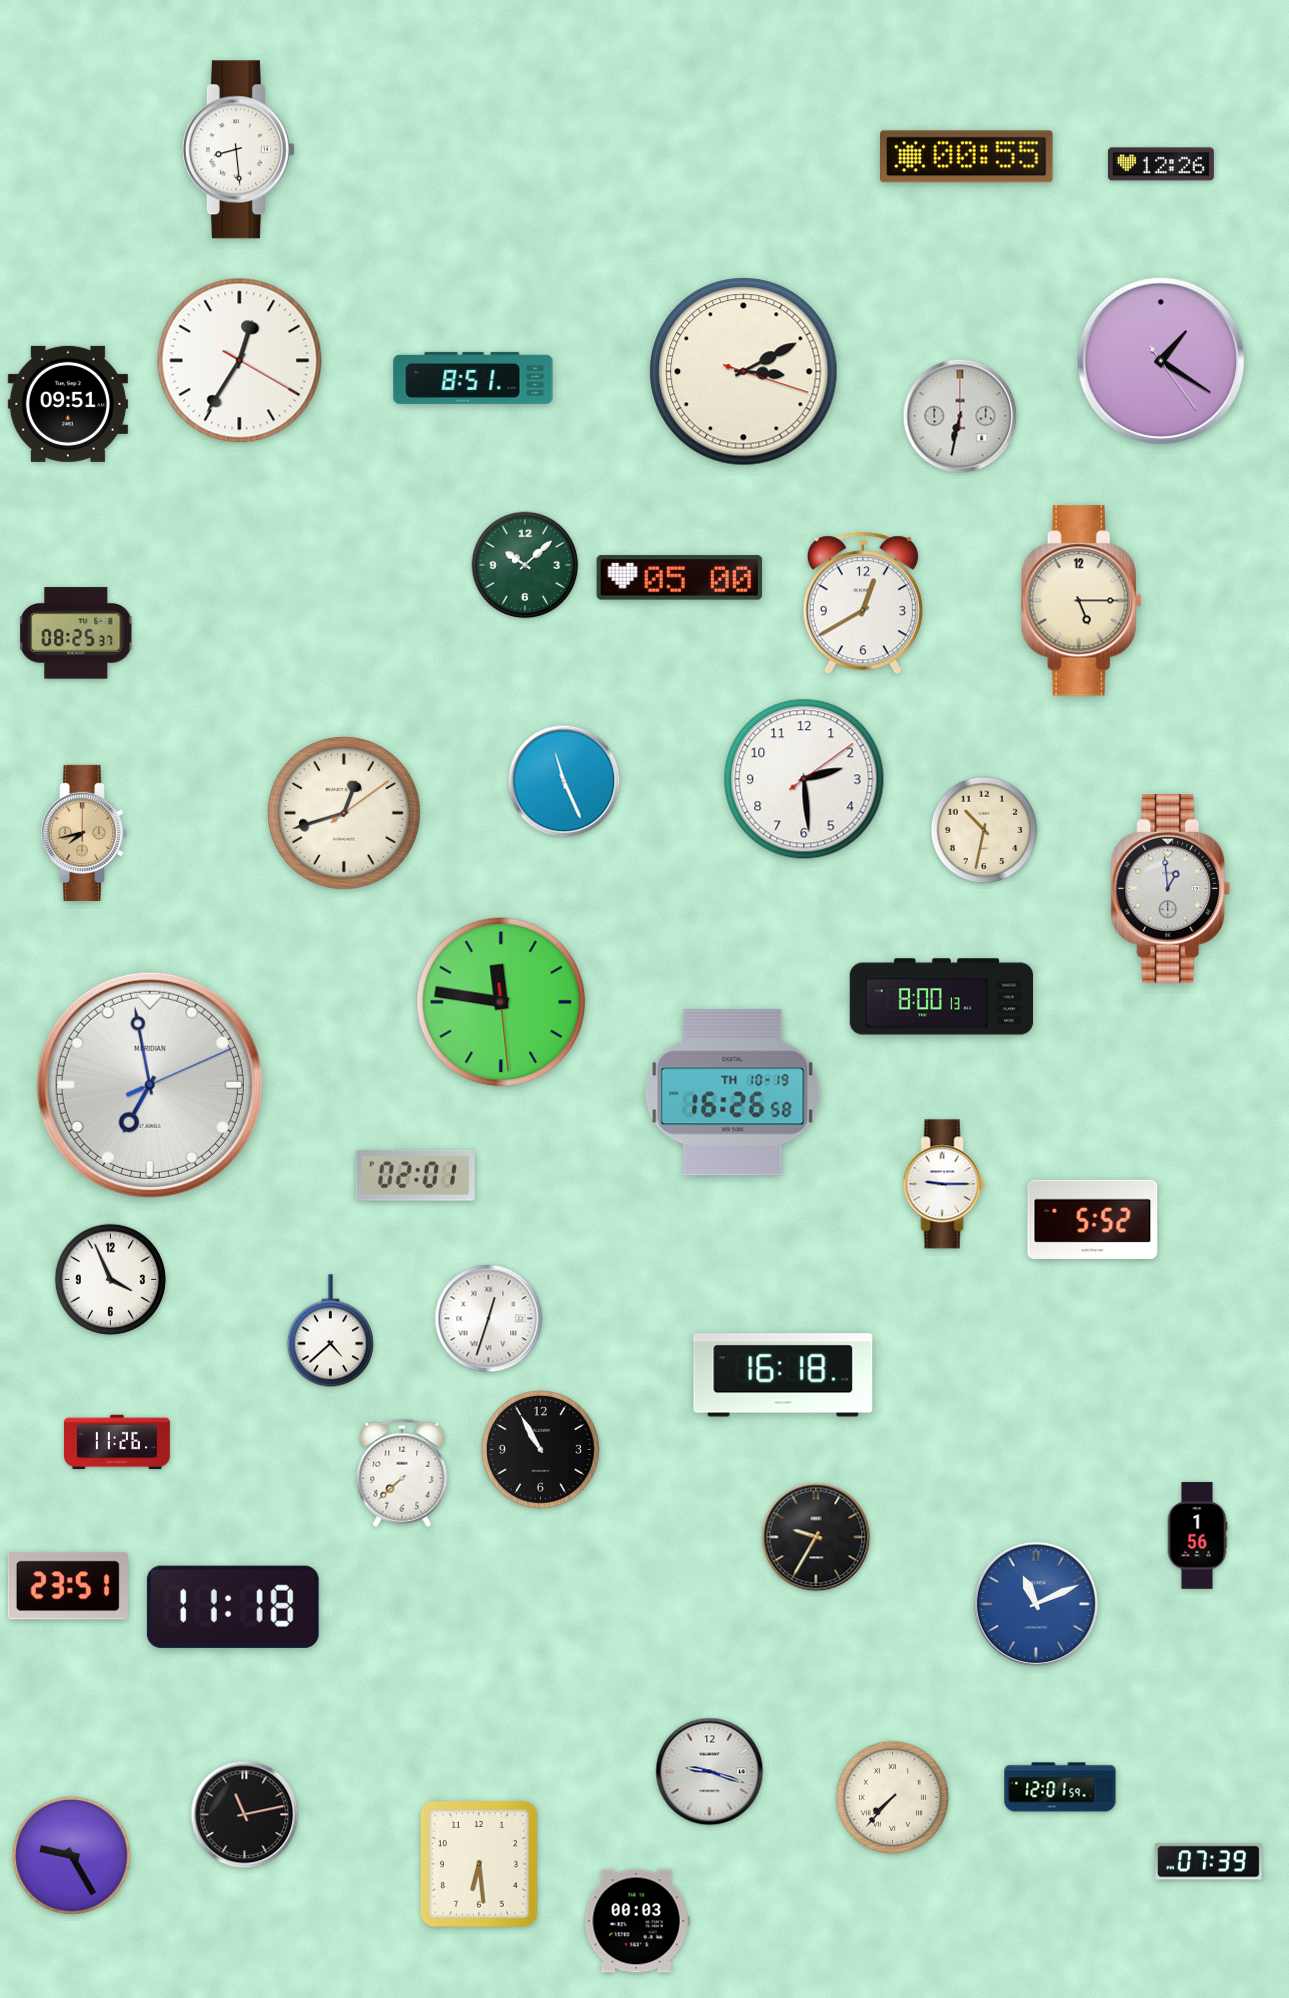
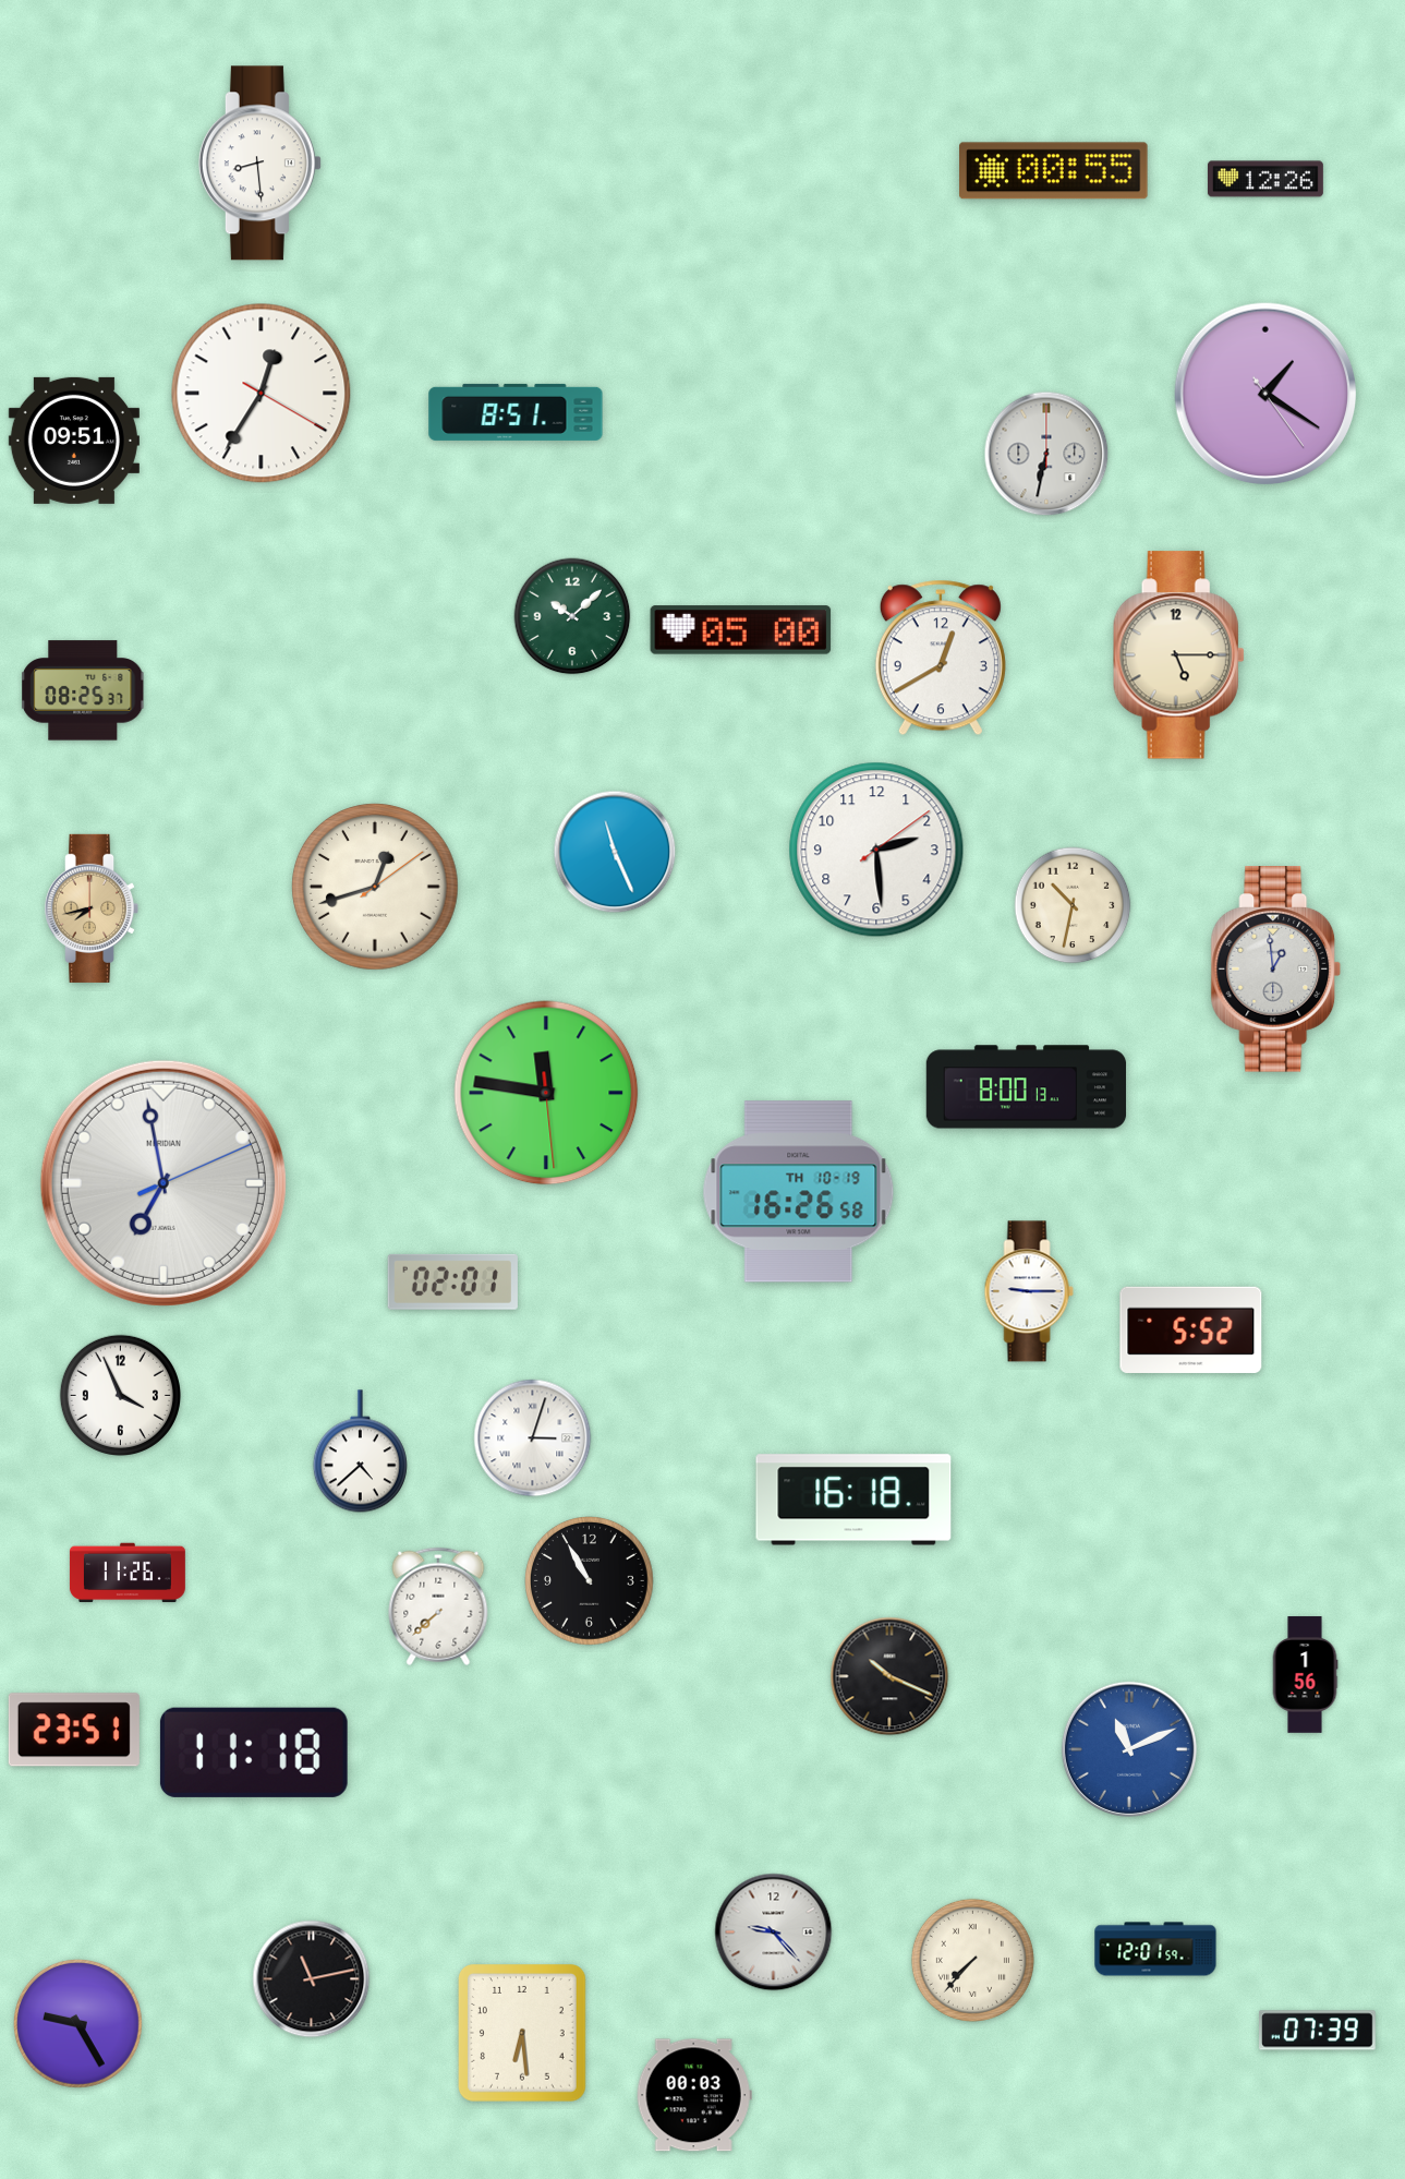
clock at (744, 372): 3:10 -> none
clock at (489, 1319): 12:33 -> 3:03
clock at (816, 1537): 9:35 -> 10:19
clock at (710, 1772): 9:18 -> 9:23
clock at (245, 1815) position: (245, 1815) -> (312, 1979)
